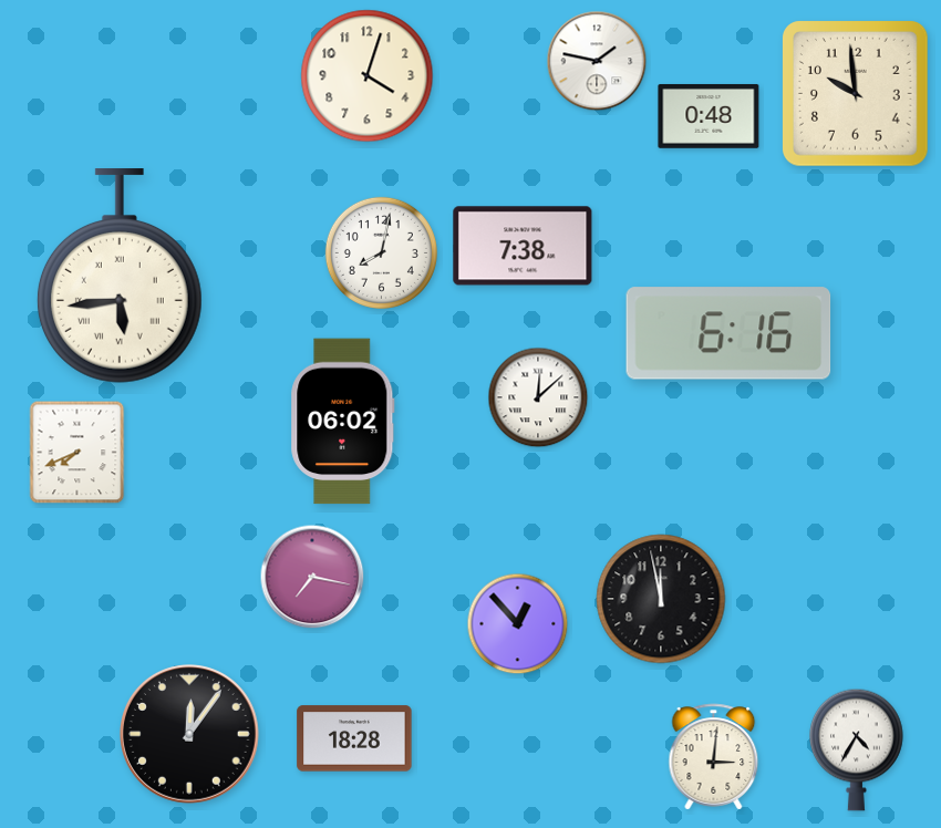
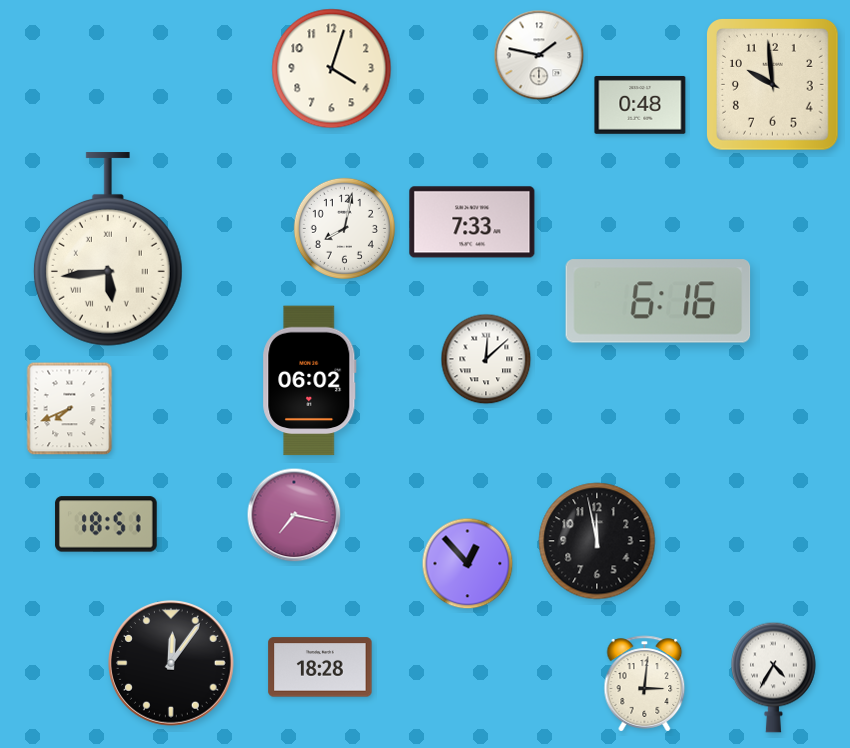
clock at (523, 246): 7:38 -> 7:33
clock at (312, 577) position: (312, 577) -> (294, 515)
clock at (106, 524): none -> 18:51
